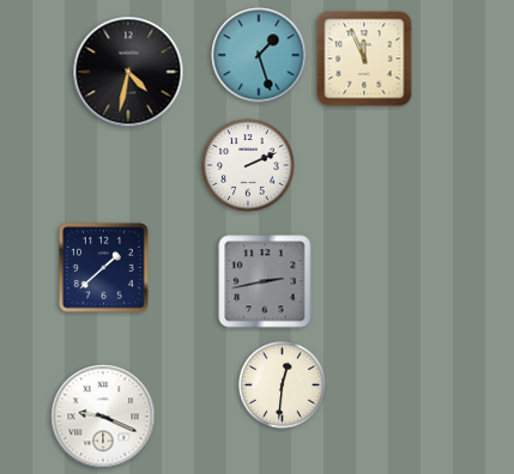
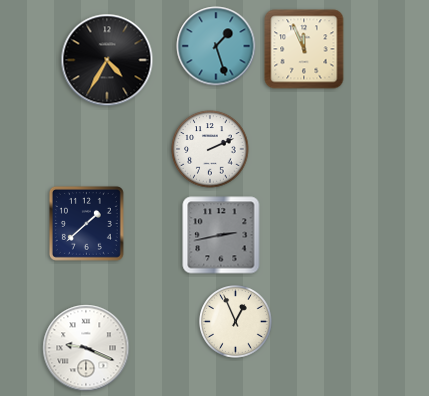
clock at (128, 72): 4:32 -> 4:35
clock at (248, 165) position: (248, 165) -> (210, 149)
clock at (283, 385): 12:31 -> 12:56
